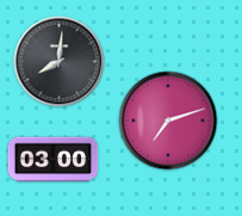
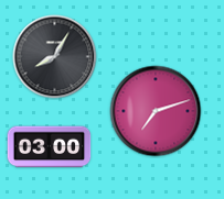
clock at (60, 62): 8:01 -> 8:05
